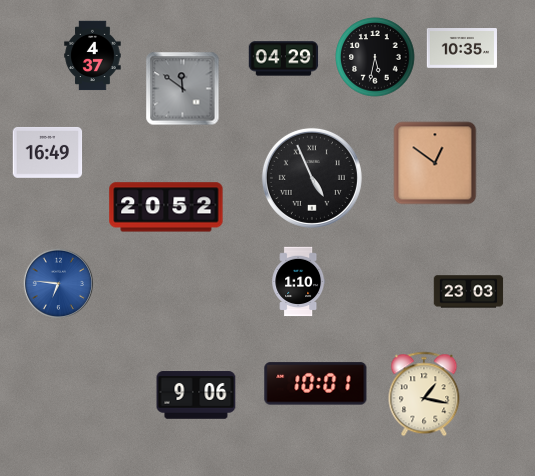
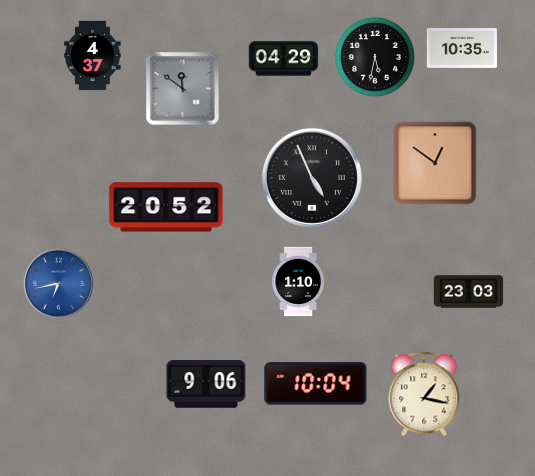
clock at (48, 152): 16:49 -> none
clock at (58, 283): 6:46 -> 6:43
clock at (316, 384): 10:01 -> 10:04
clock at (196, 395) position: (196, 395) -> (206, 384)
